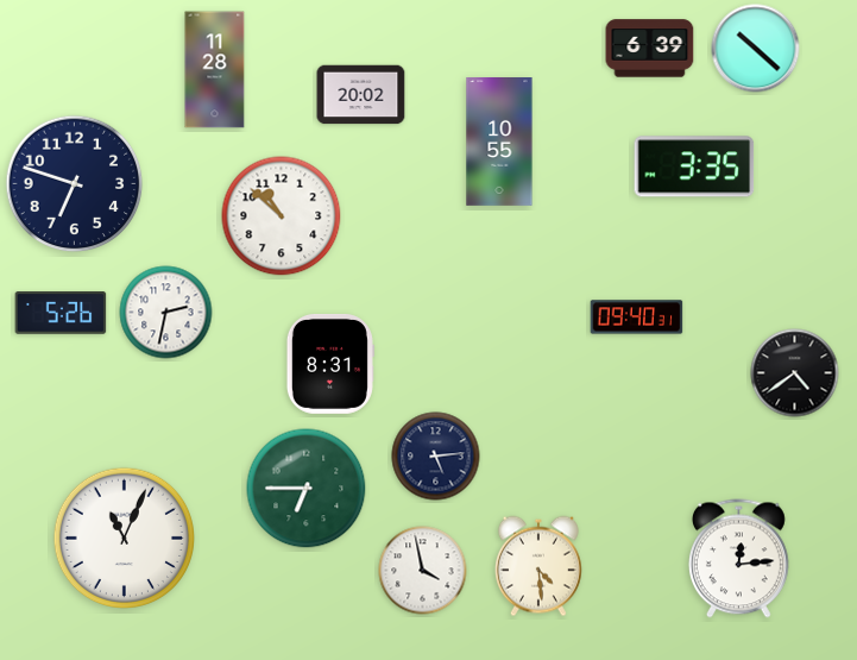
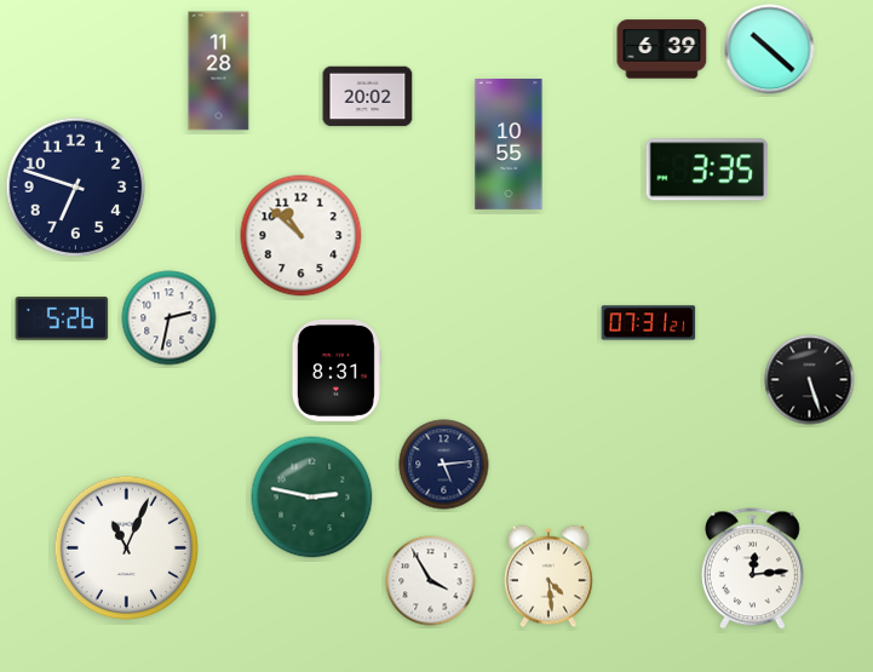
clock at (282, 216) position: (282, 216) -> (301, 236)
clock at (637, 318): 09:40 -> 07:31
clock at (795, 373): 4:39 -> 5:27
clock at (307, 489): 6:45 -> 2:47
clock at (423, 571): 3:58 -> 3:55
